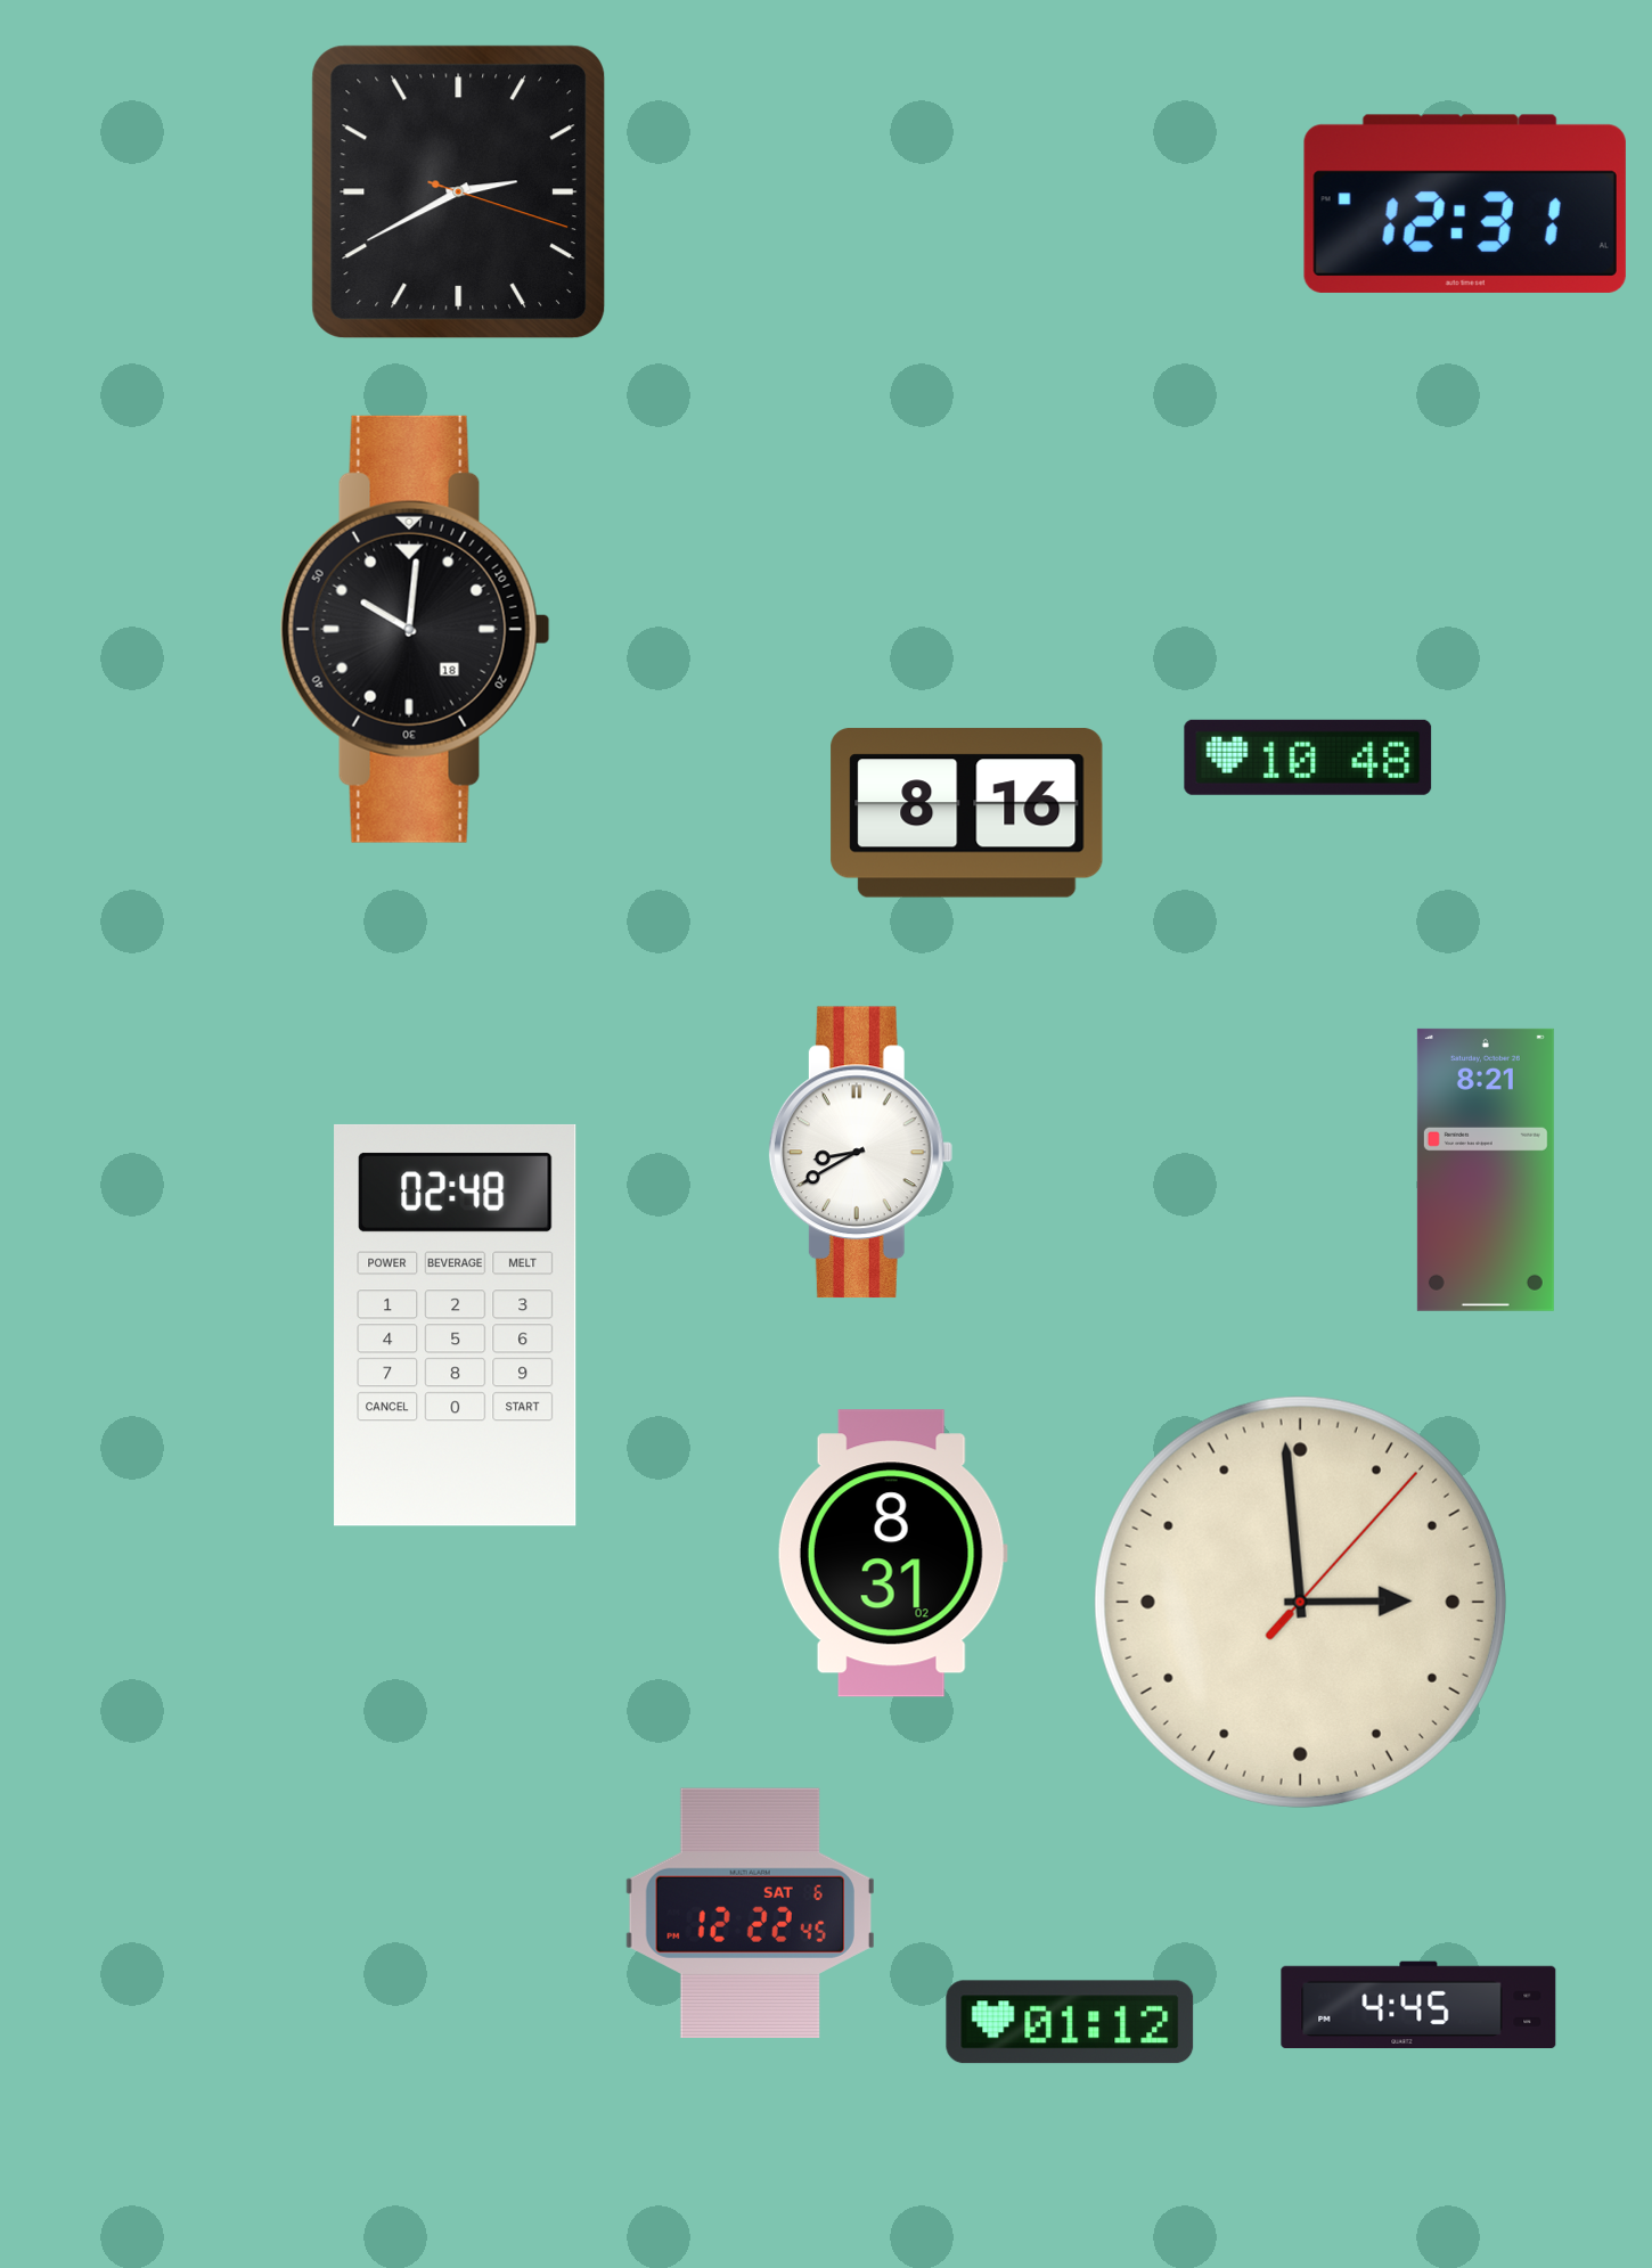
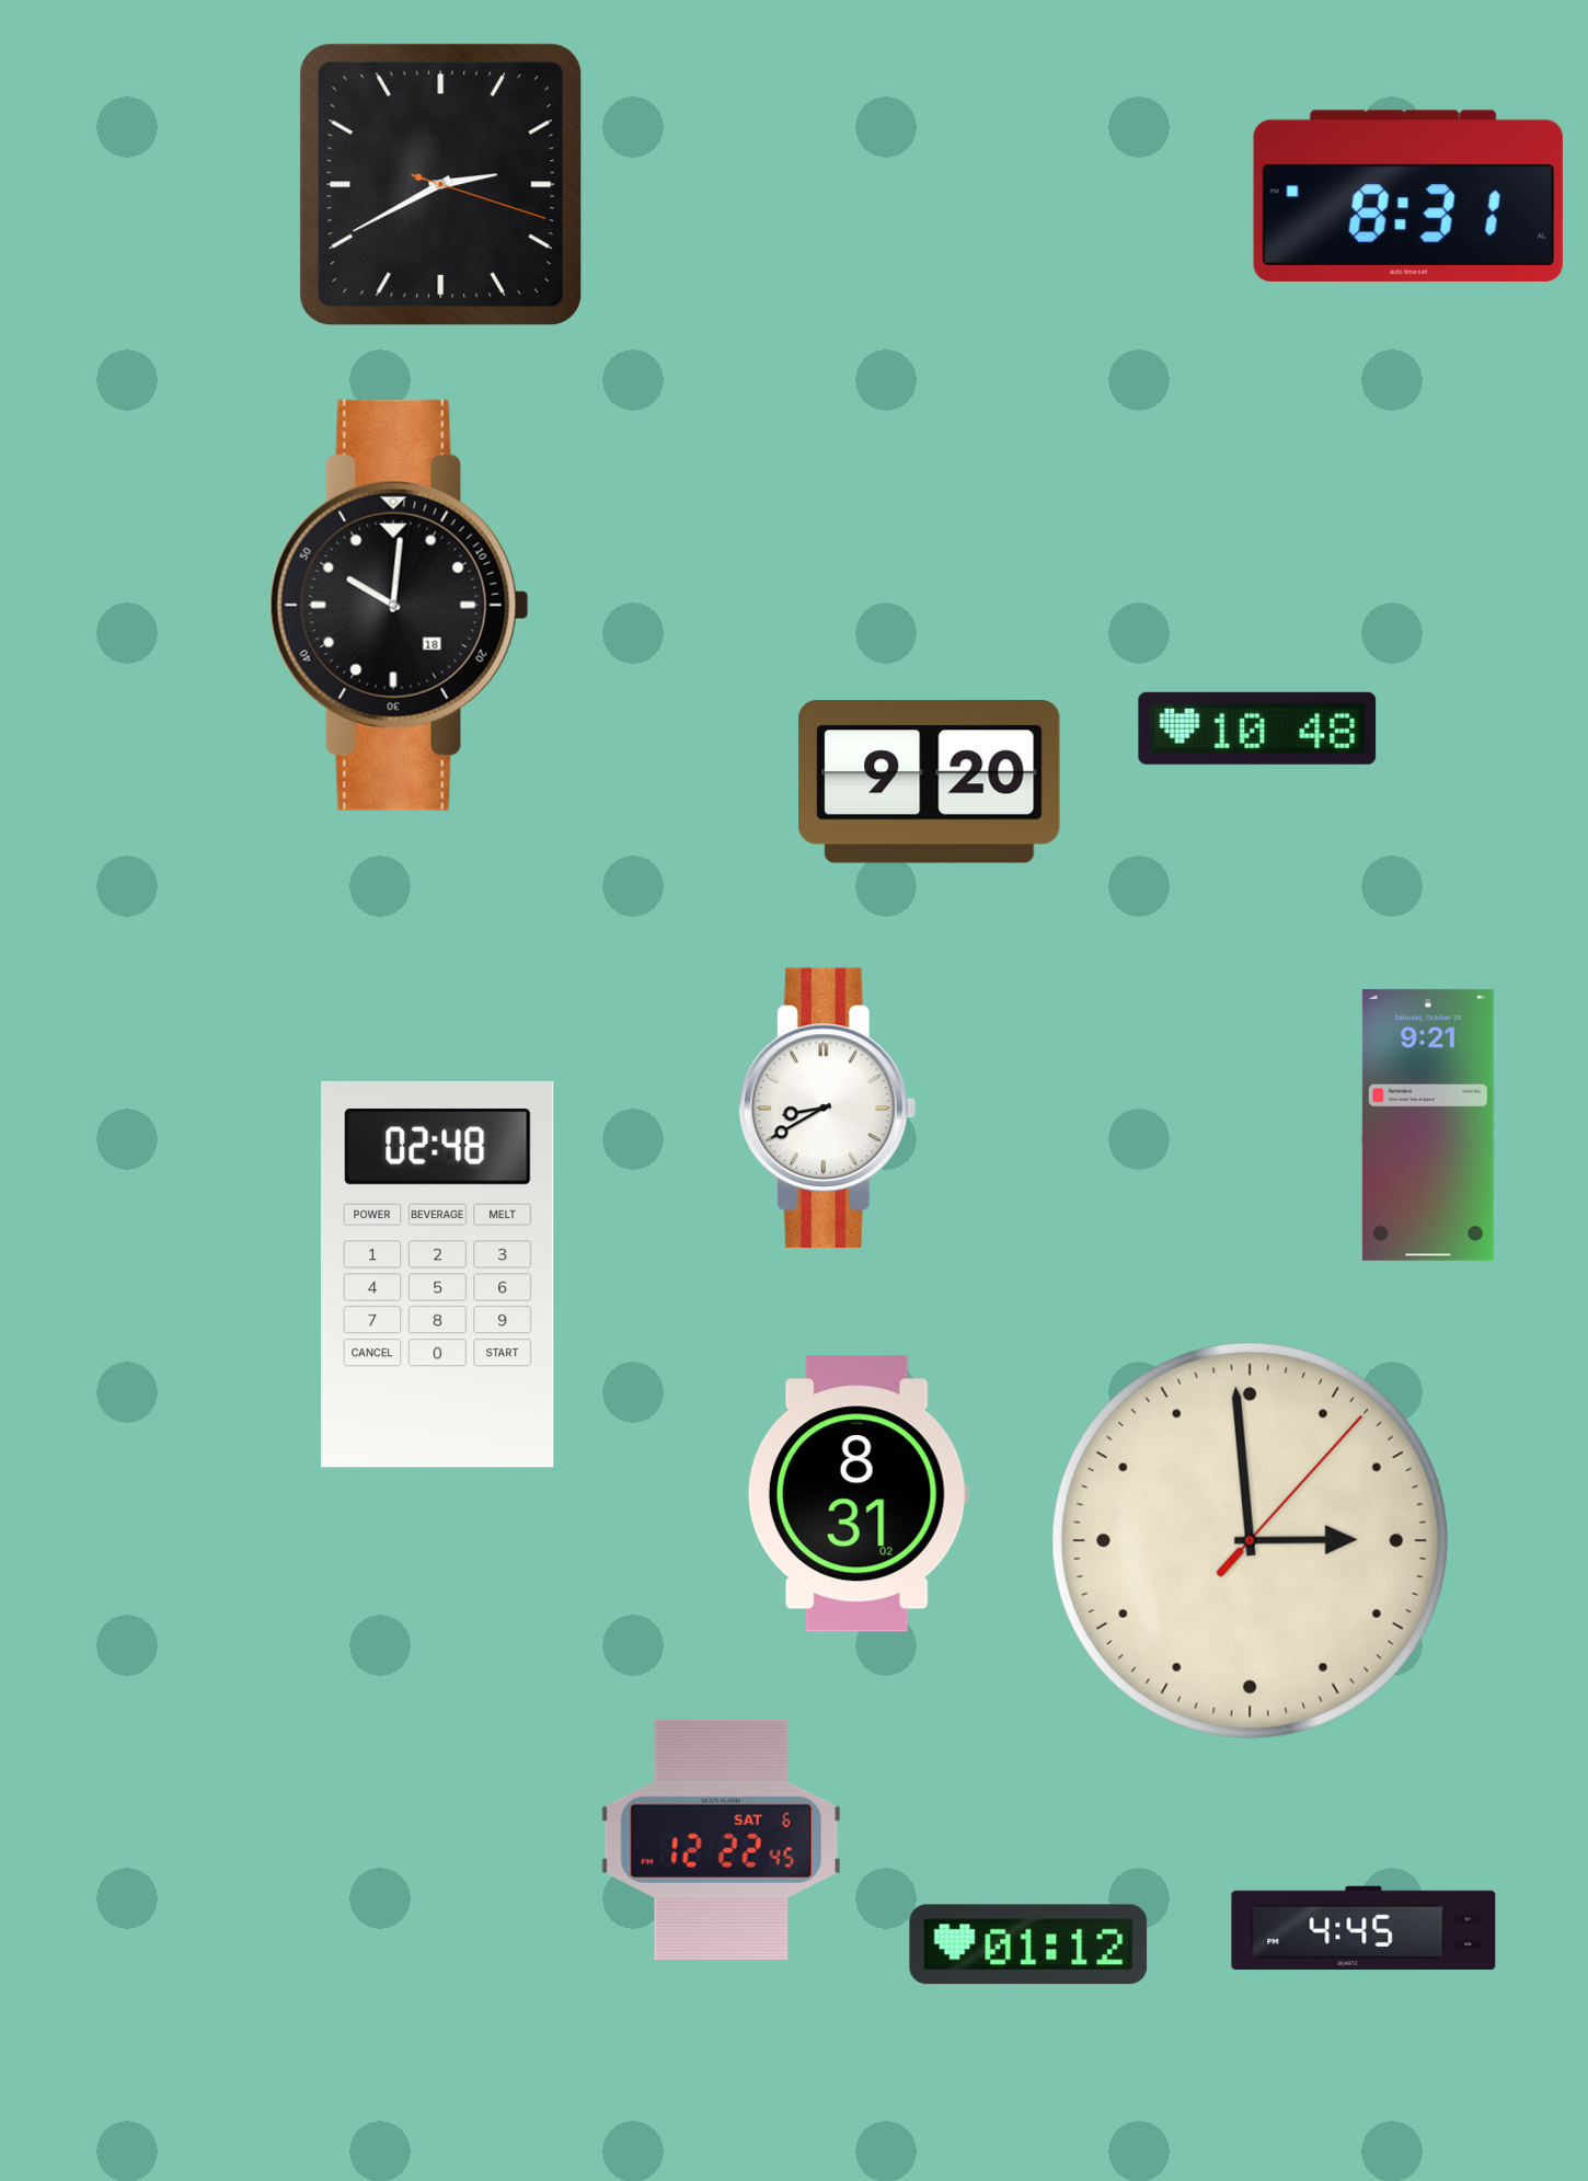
clock at (1465, 204): 12:31 -> 8:31
clock at (967, 813): 8:16 -> 9:20
clock at (1486, 1170): 8:21 -> 9:21
